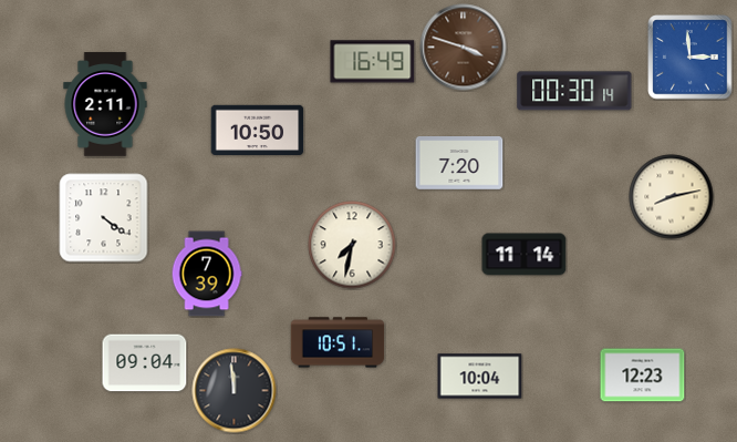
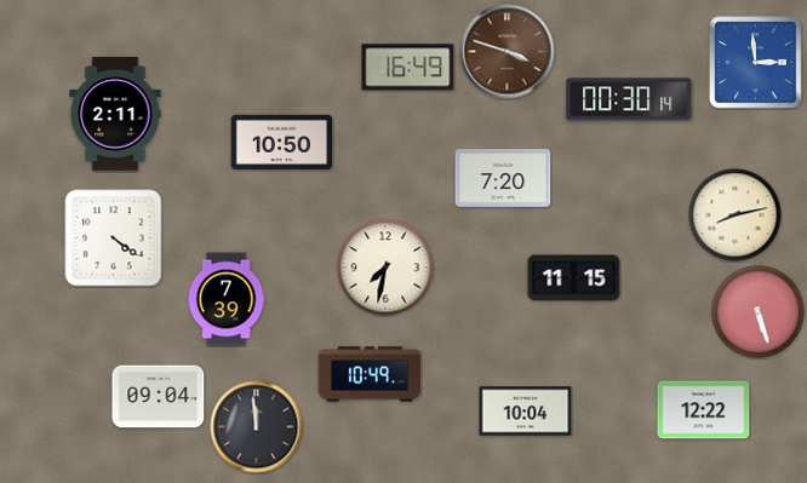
clock at (525, 255): 11:14 -> 11:15
clock at (759, 312): none -> 5:27
clock at (338, 342): 10:51 -> 10:49
clock at (643, 376): 12:23 -> 12:22
